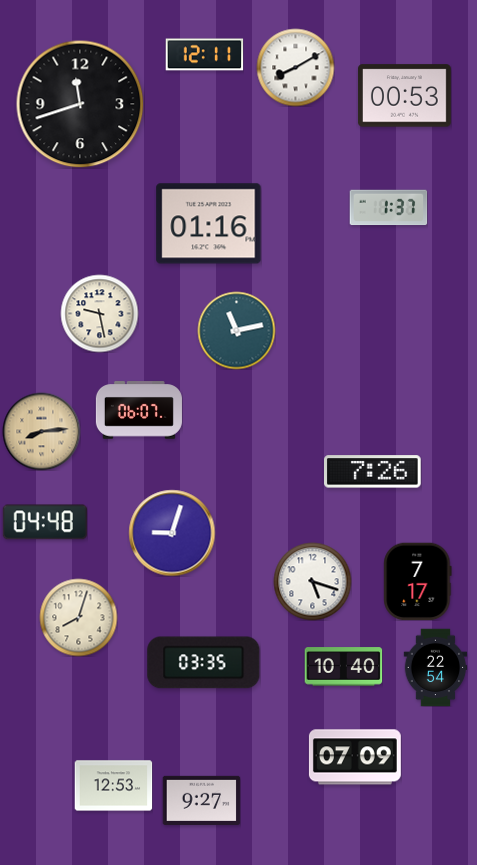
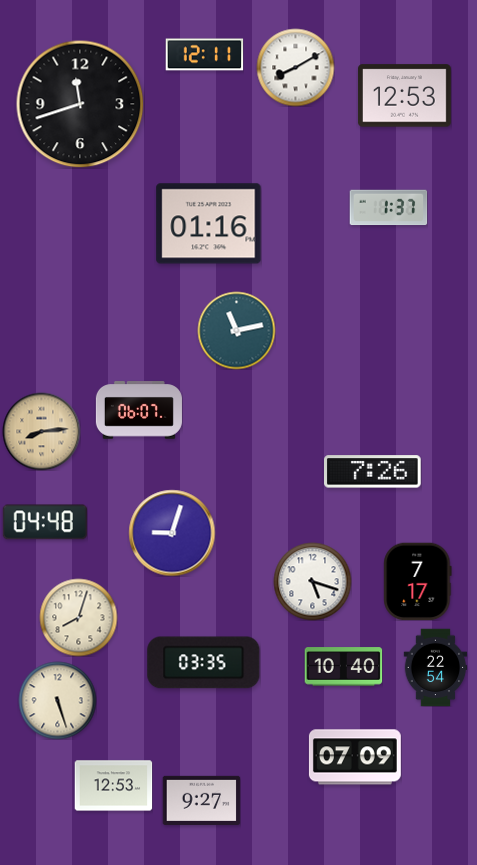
clock at (404, 96): 00:53 -> 12:53
clock at (99, 313): 9:28 -> none
clock at (57, 700): none -> 5:27
